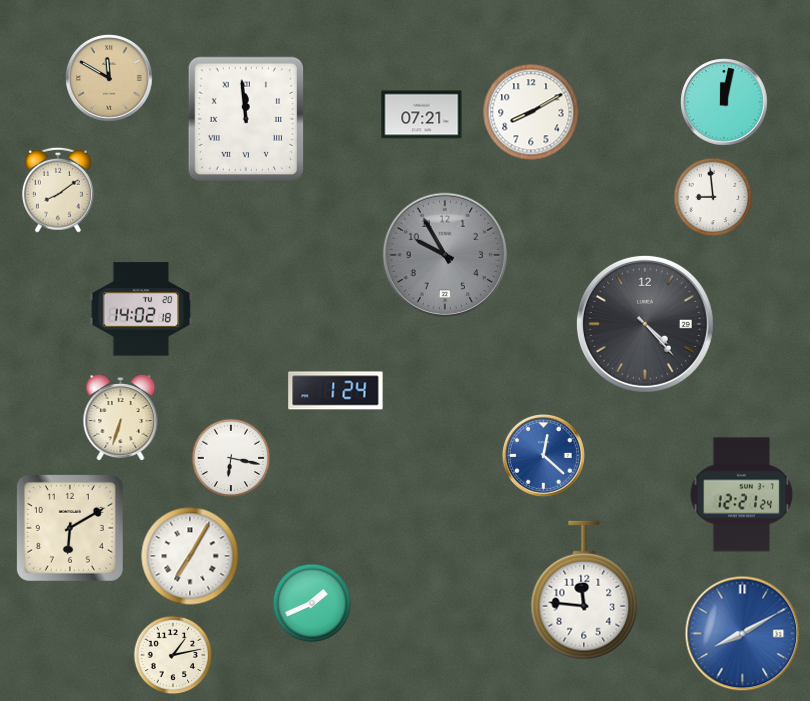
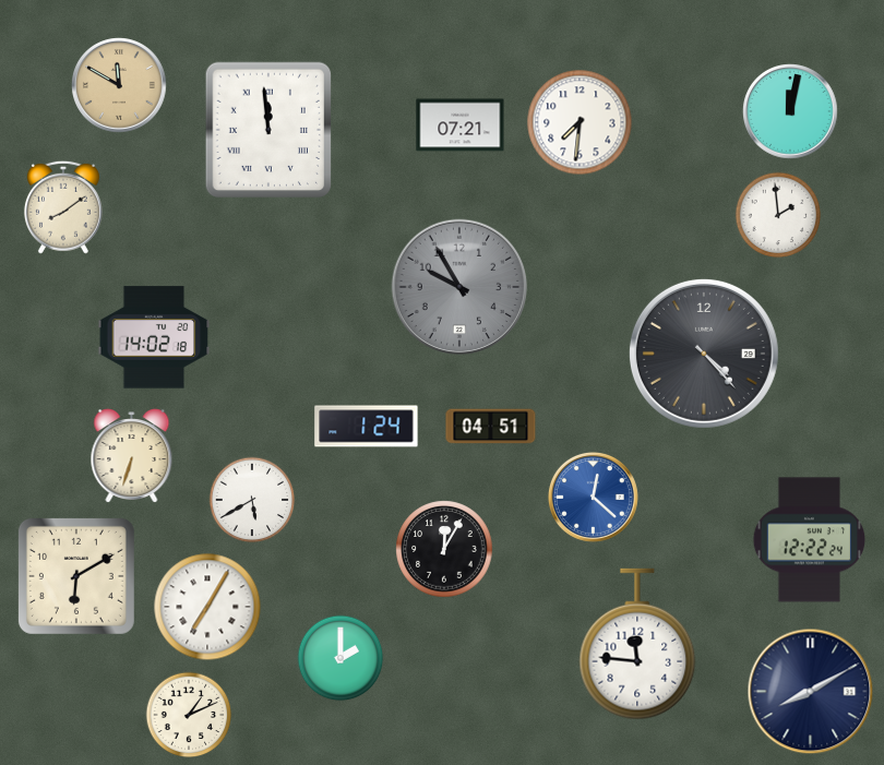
clock at (531, 112): 8:10 -> 7:31
clock at (713, 197): 8:59 -> 1:59
clock at (445, 255) position: (445, 255) -> (459, 287)
clock at (491, 427): none -> 04:51
clock at (231, 458): 6:17 -> 5:40
clock at (742, 495): 12:21 -> 12:22
clock at (444, 549): none -> 12:05
clock at (312, 603): 1:41 -> 2:00
clock at (743, 634) dial: blue -> navy
clock at (173, 655): 1:13 -> 1:11
